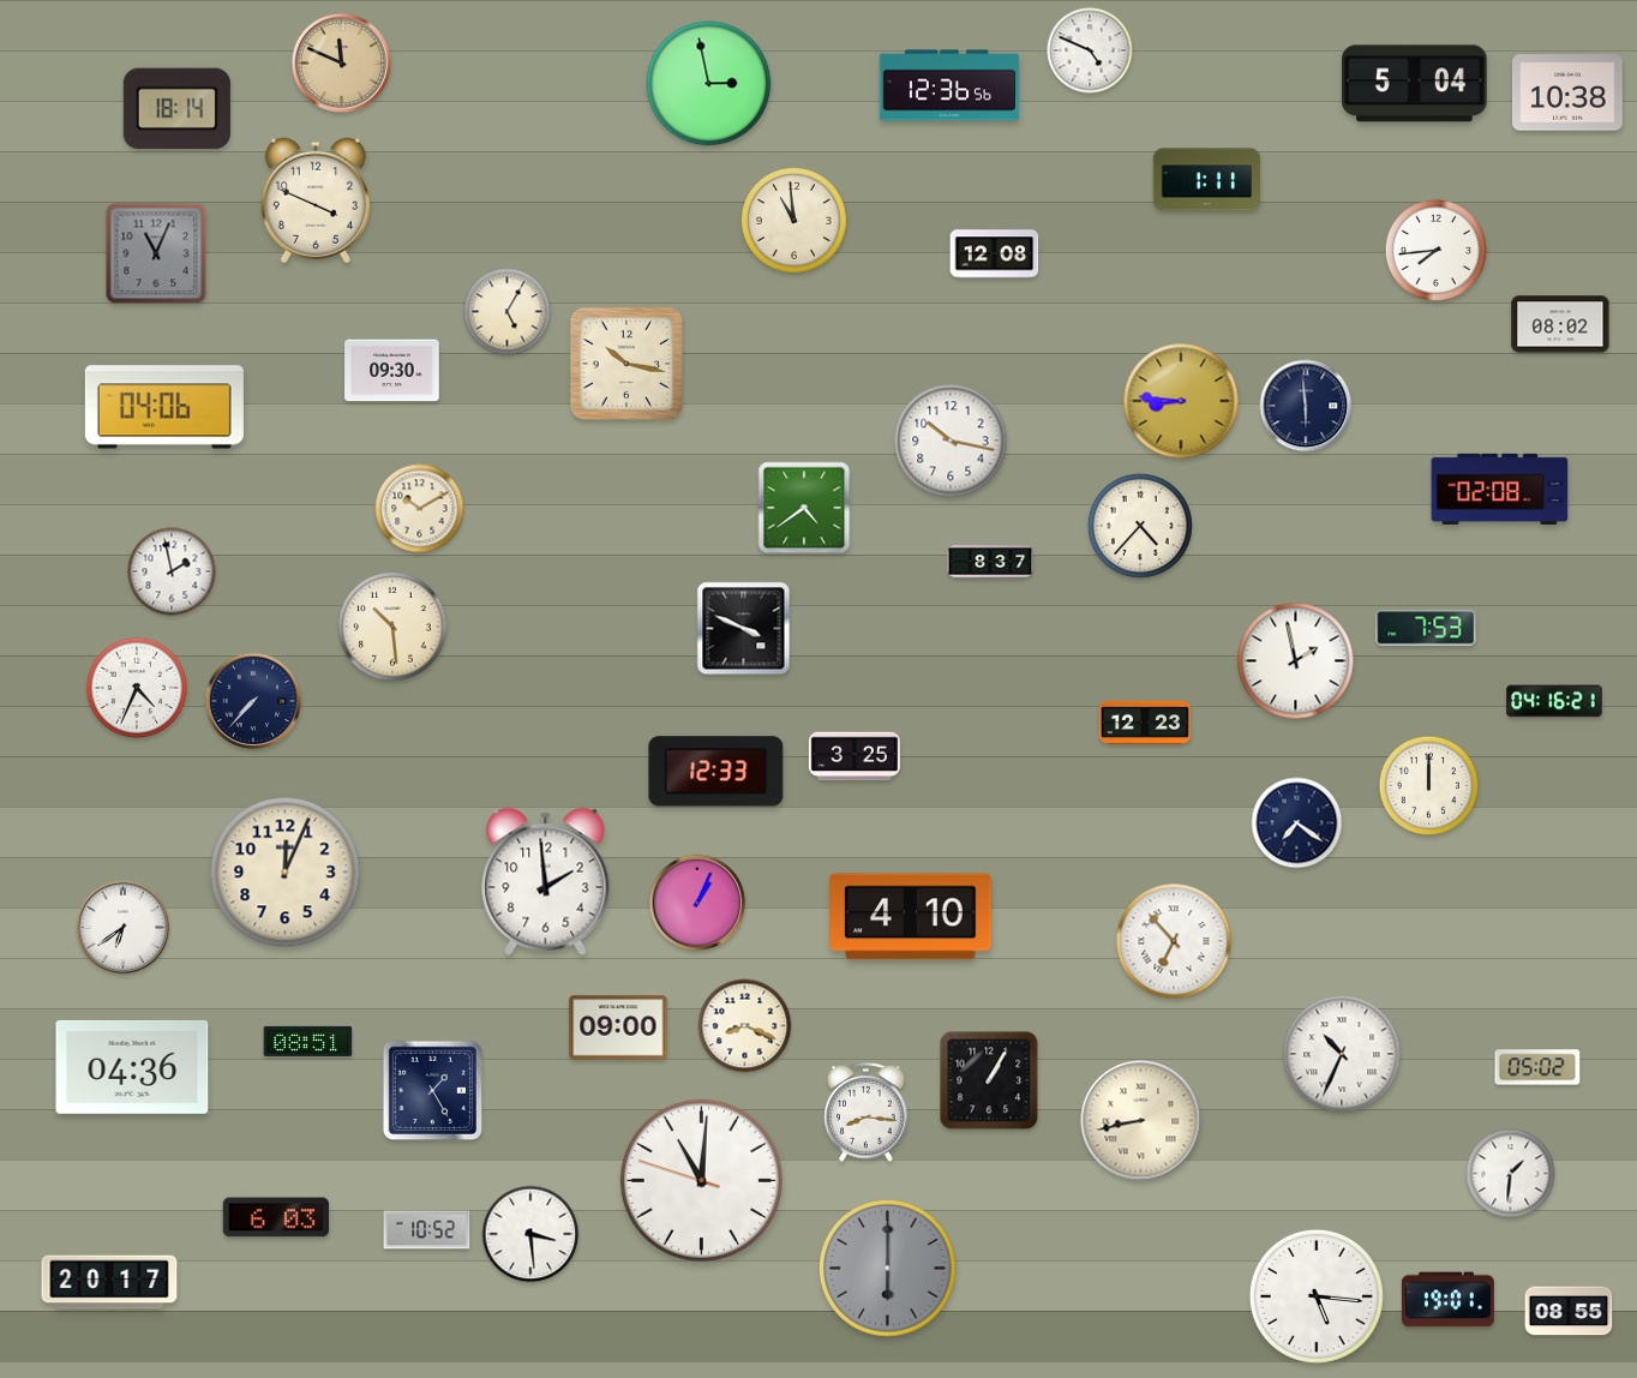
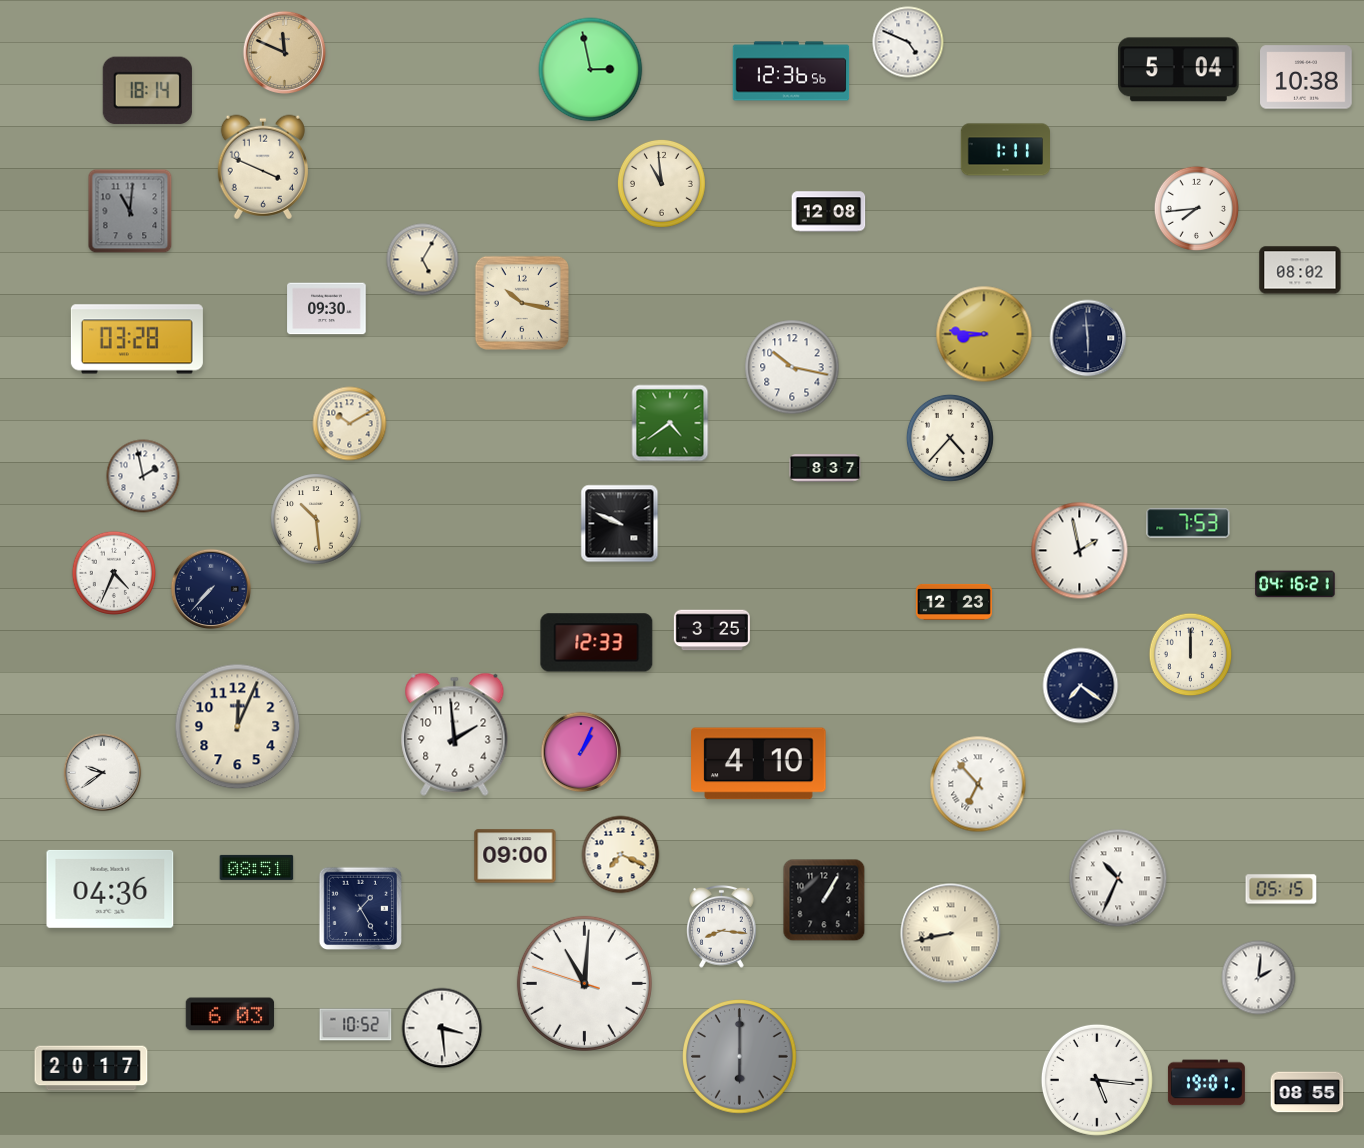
clock at (156, 253): 11:04 -> 11:01
clock at (164, 407): 04:06 -> 03:28
clock at (1500, 489): 02:08 -> none
clock at (392, 627) position: (392, 627) -> (316, 519)
clock at (744, 629): 3:49 -> 9:49
clock at (253, 701) position: (253, 701) -> (211, 589)
clock at (124, 928): 6:39 -> 9:39
clock at (745, 1026): 8:19 -> 7:19
clock at (1537, 1067): 05:02 -> 05:15
clock at (1511, 1174): 1:31 -> 2:01
